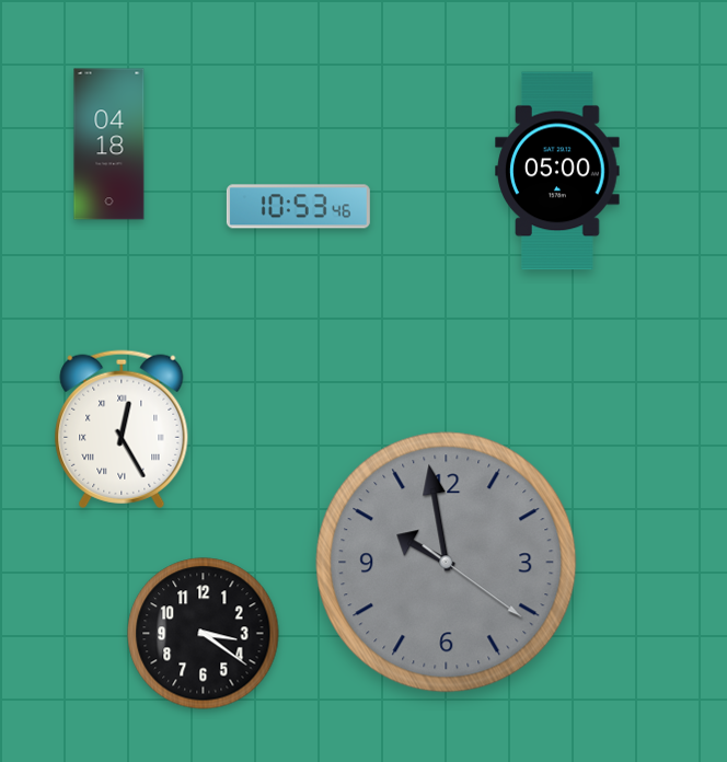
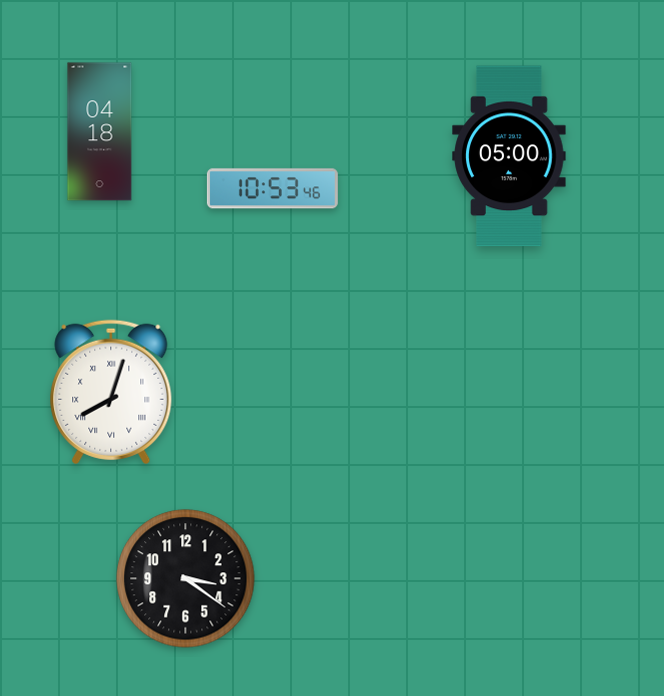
clock at (122, 429): 12:25 -> 8:03
clock at (447, 563): 9:58 -> none
